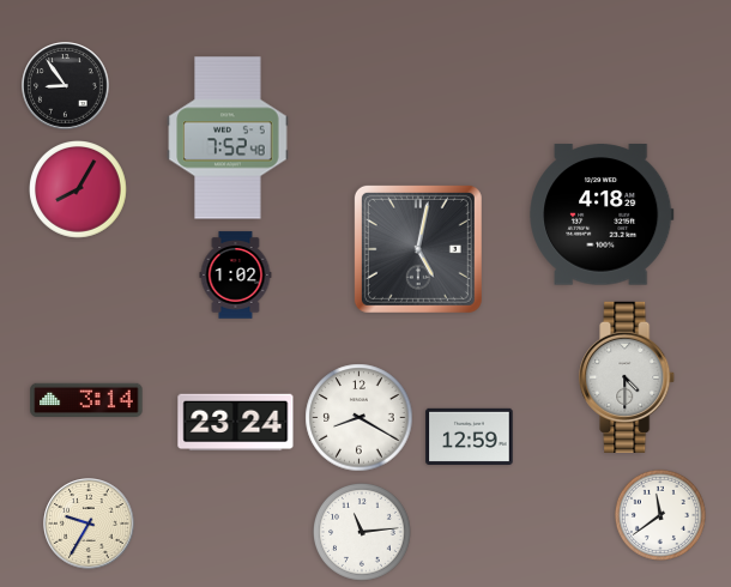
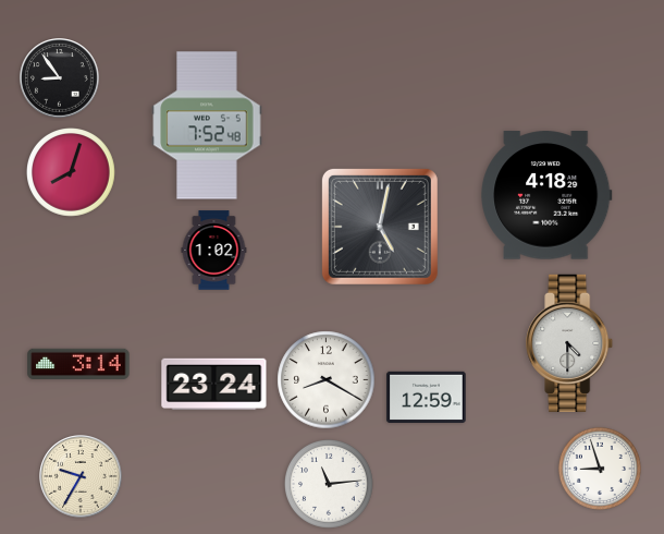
clock at (79, 190): 8:05 -> 8:03
clock at (660, 515): 11:39 -> 8:57
